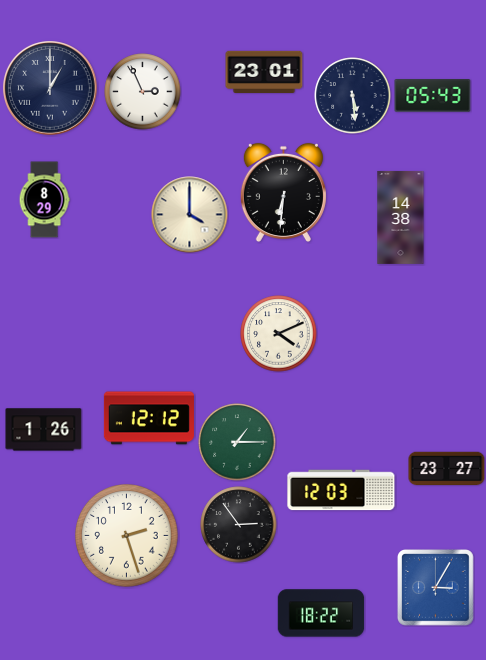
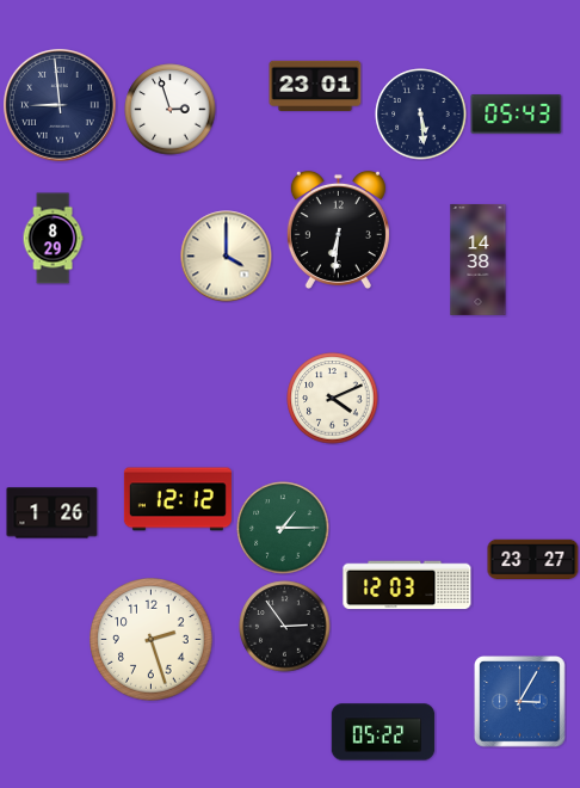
clock at (51, 89): 1:00 -> 8:59
clock at (143, 92): 2:56 -> 2:57
clock at (321, 613): 18:22 -> 05:22
